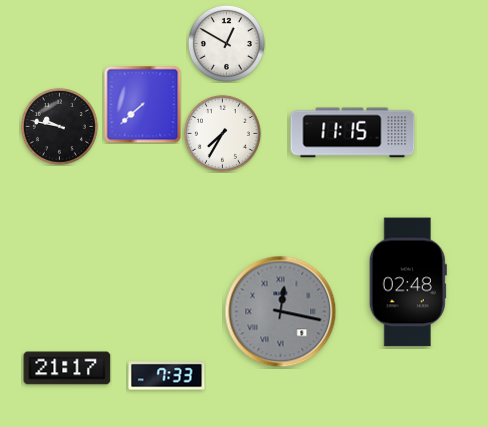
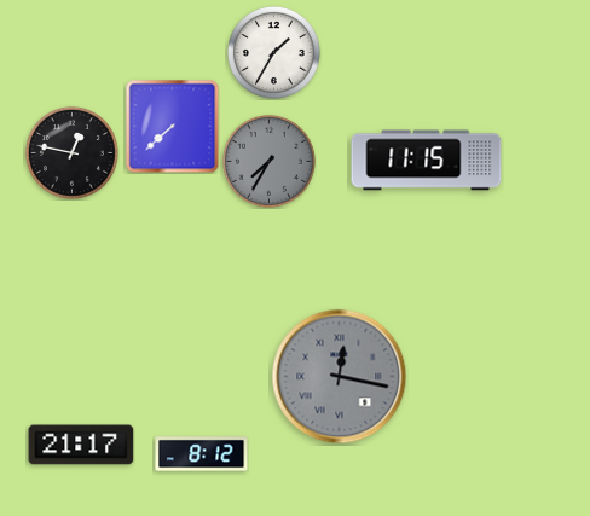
clock at (226, 43): 12:50 -> 1:35
clock at (59, 126): 9:47 -> 12:47
clock at (222, 133) dial: white -> grey
clock at (408, 282): 02:48 -> none
clock at (167, 376): 7:33 -> 8:12
